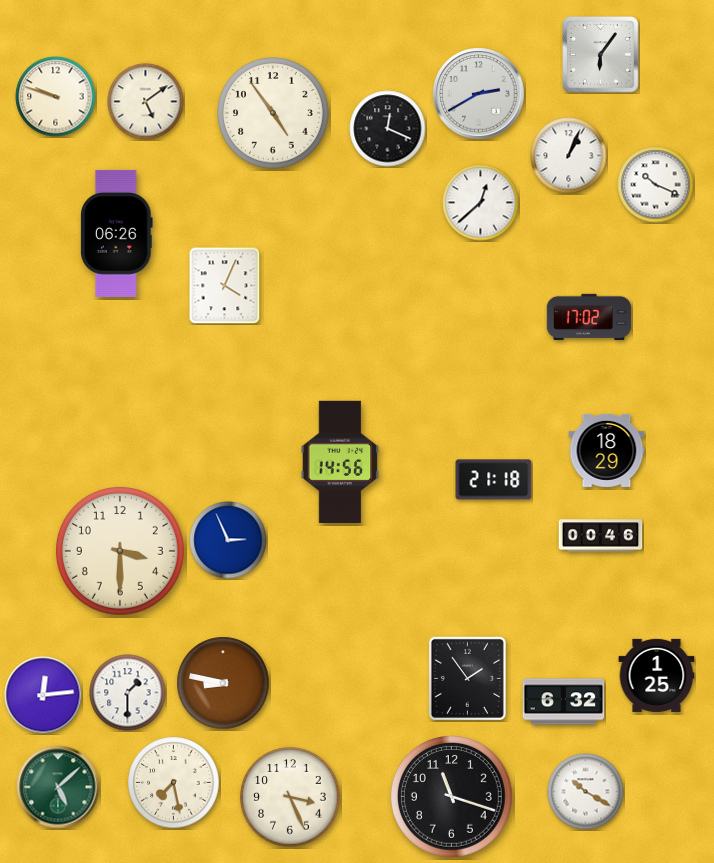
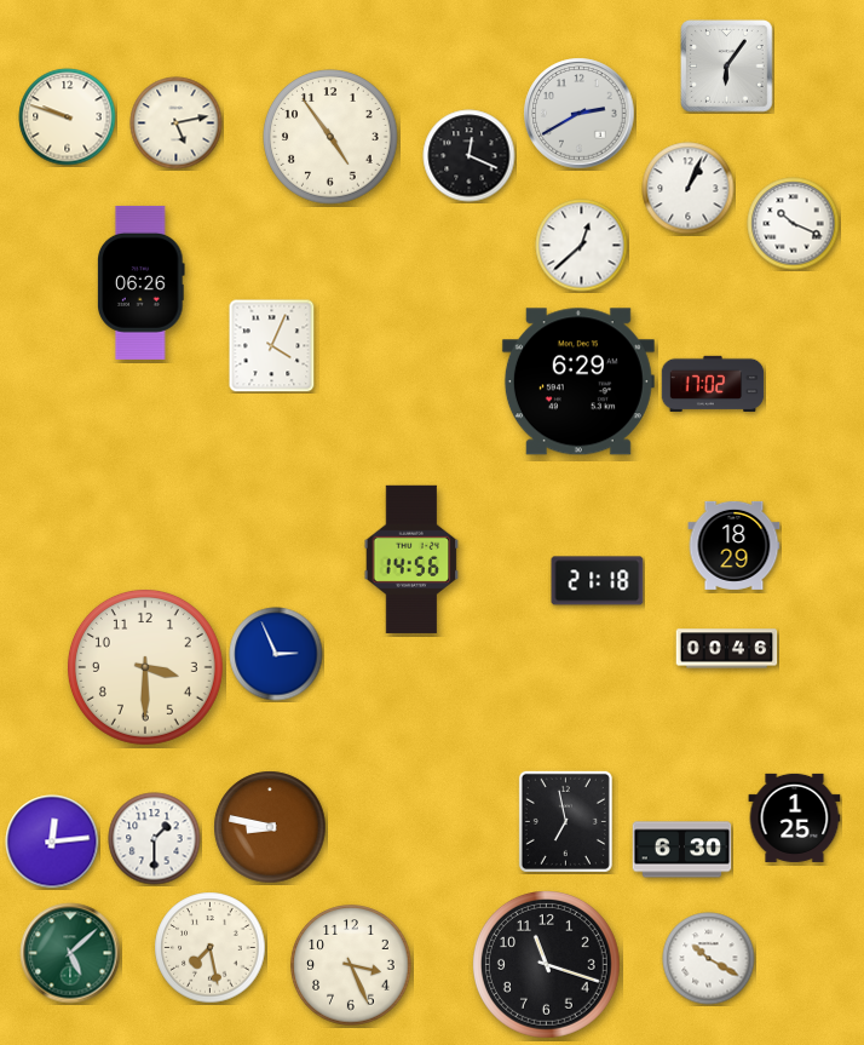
clock at (146, 102): 5:09 -> 5:13
clock at (578, 381): none -> 6:29
clock at (467, 678): 1:54 -> 6:58
clock at (564, 702): 6:32 -> 6:30
